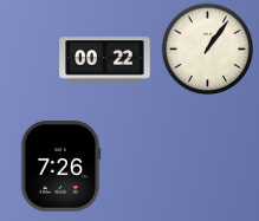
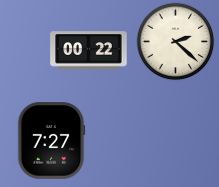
clock at (207, 48): 1:06 -> 2:22
clock at (60, 167): 7:26 -> 7:27
